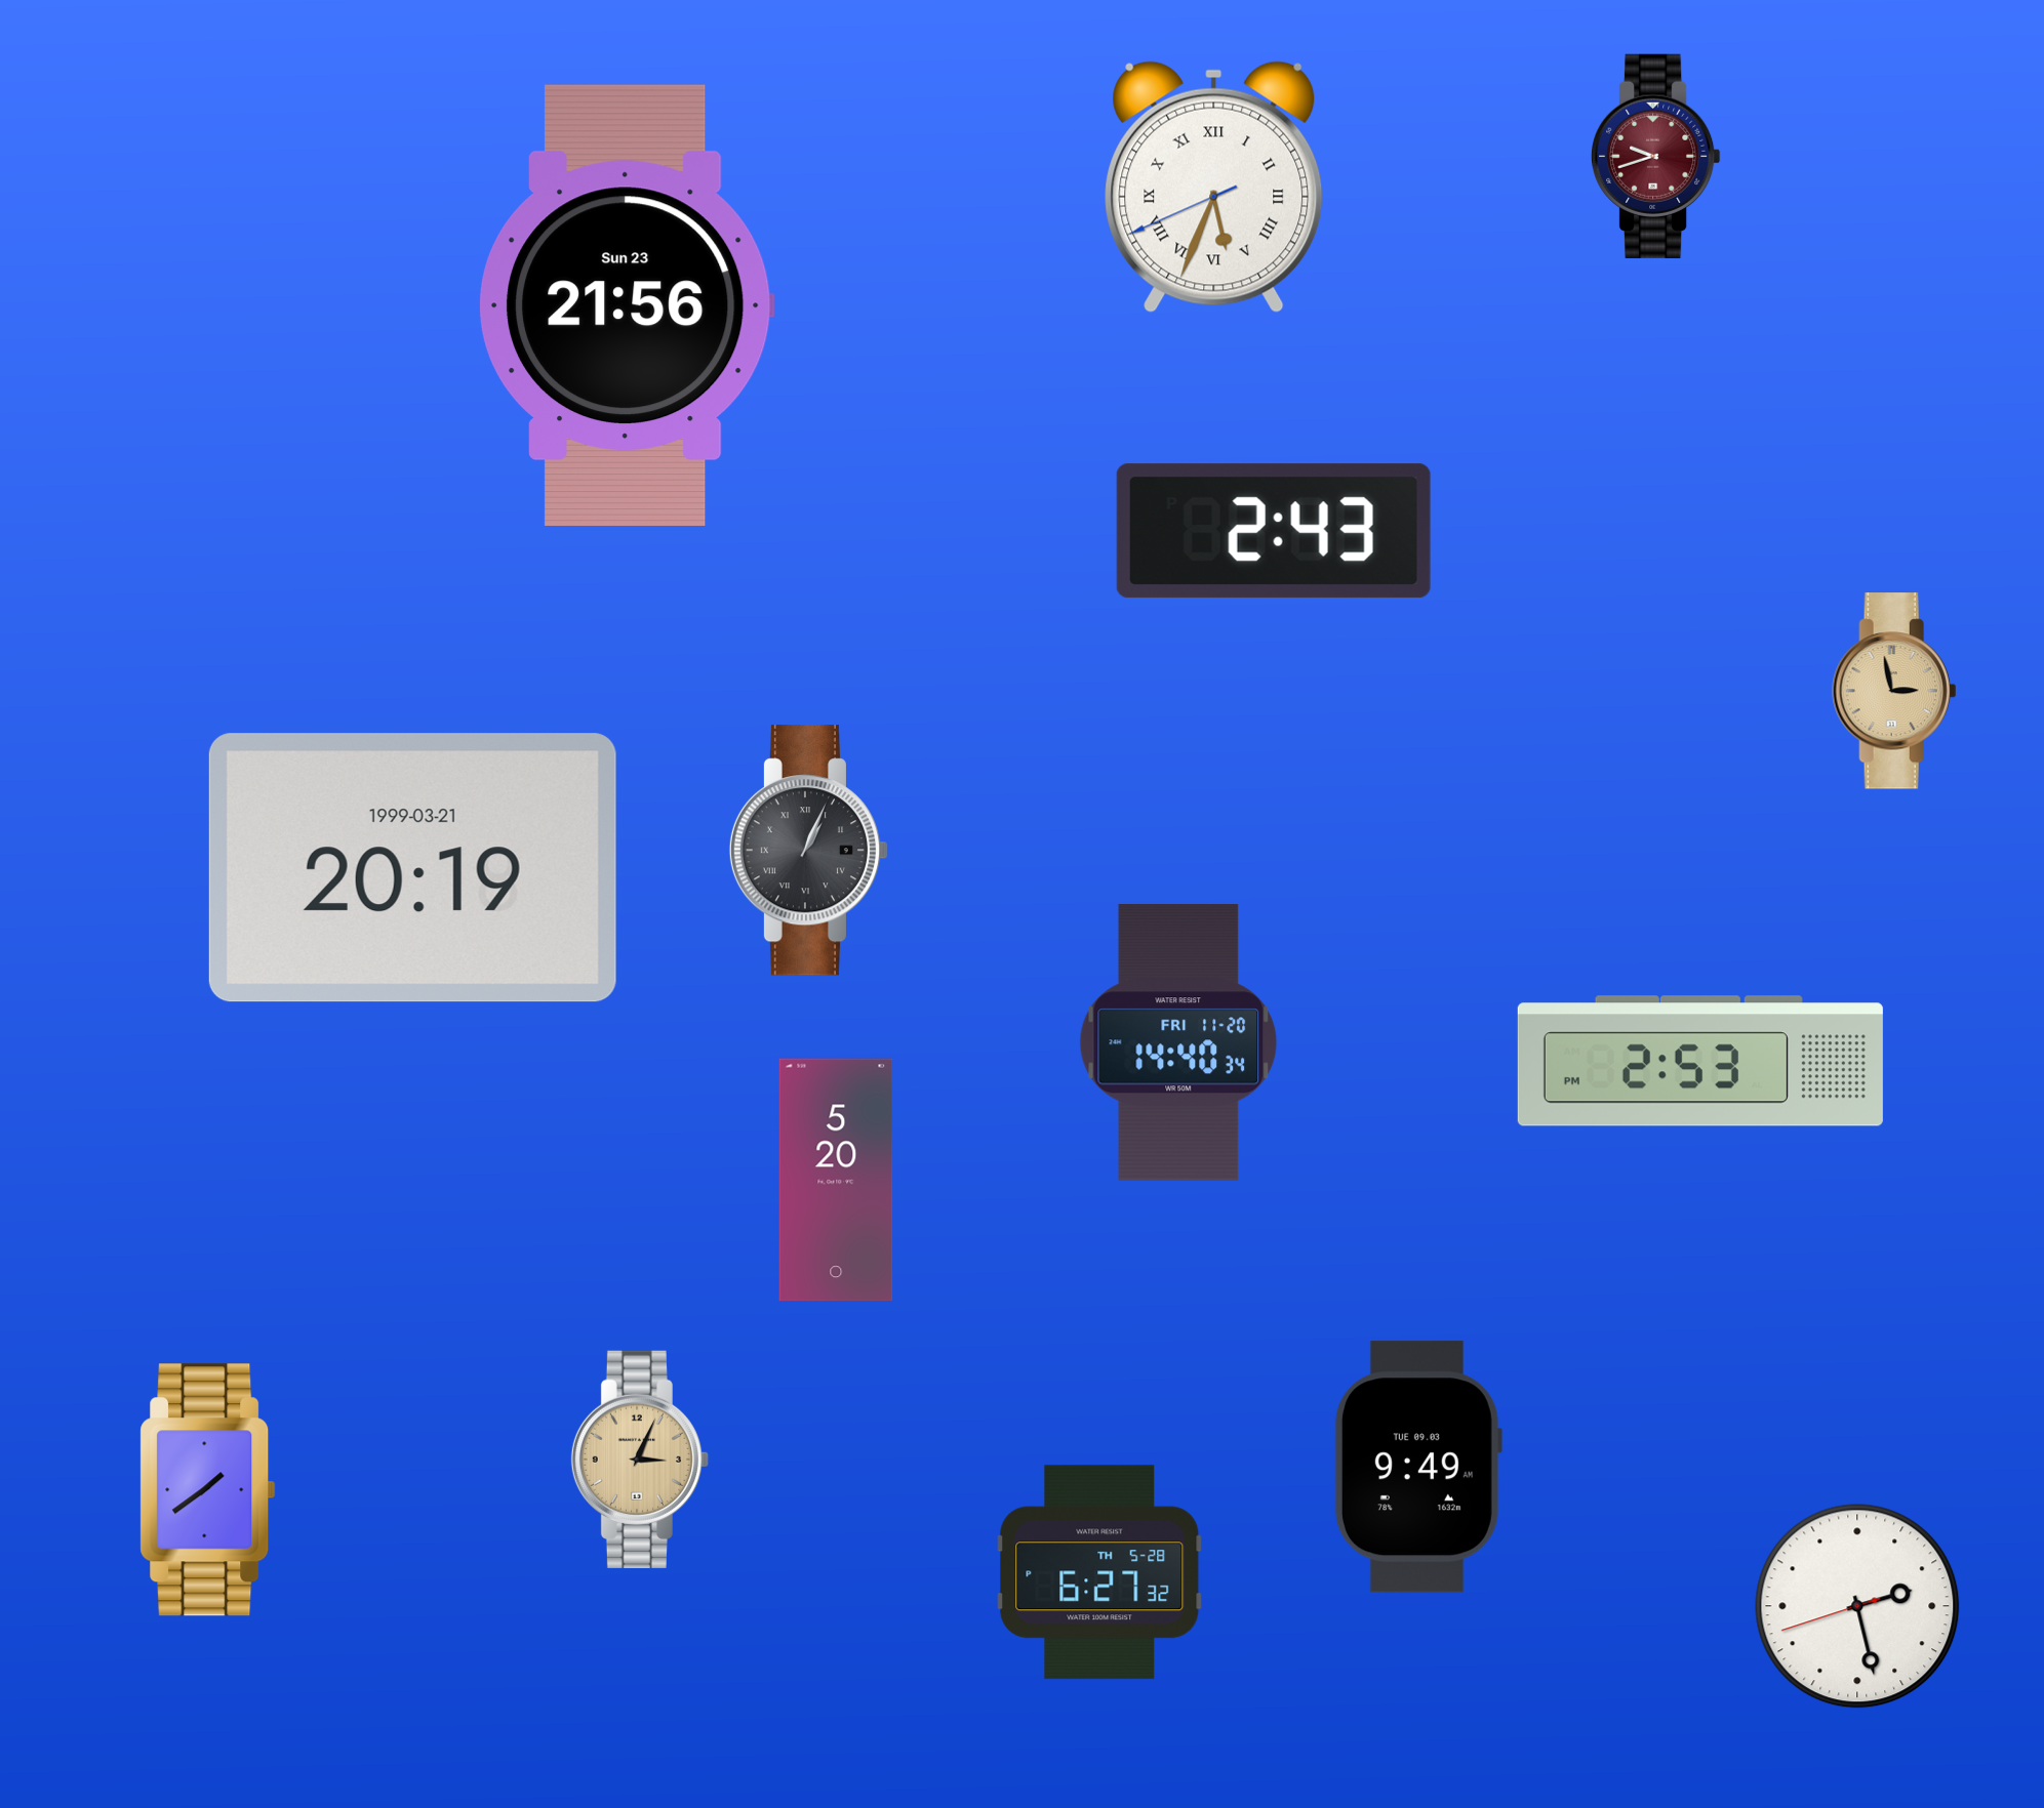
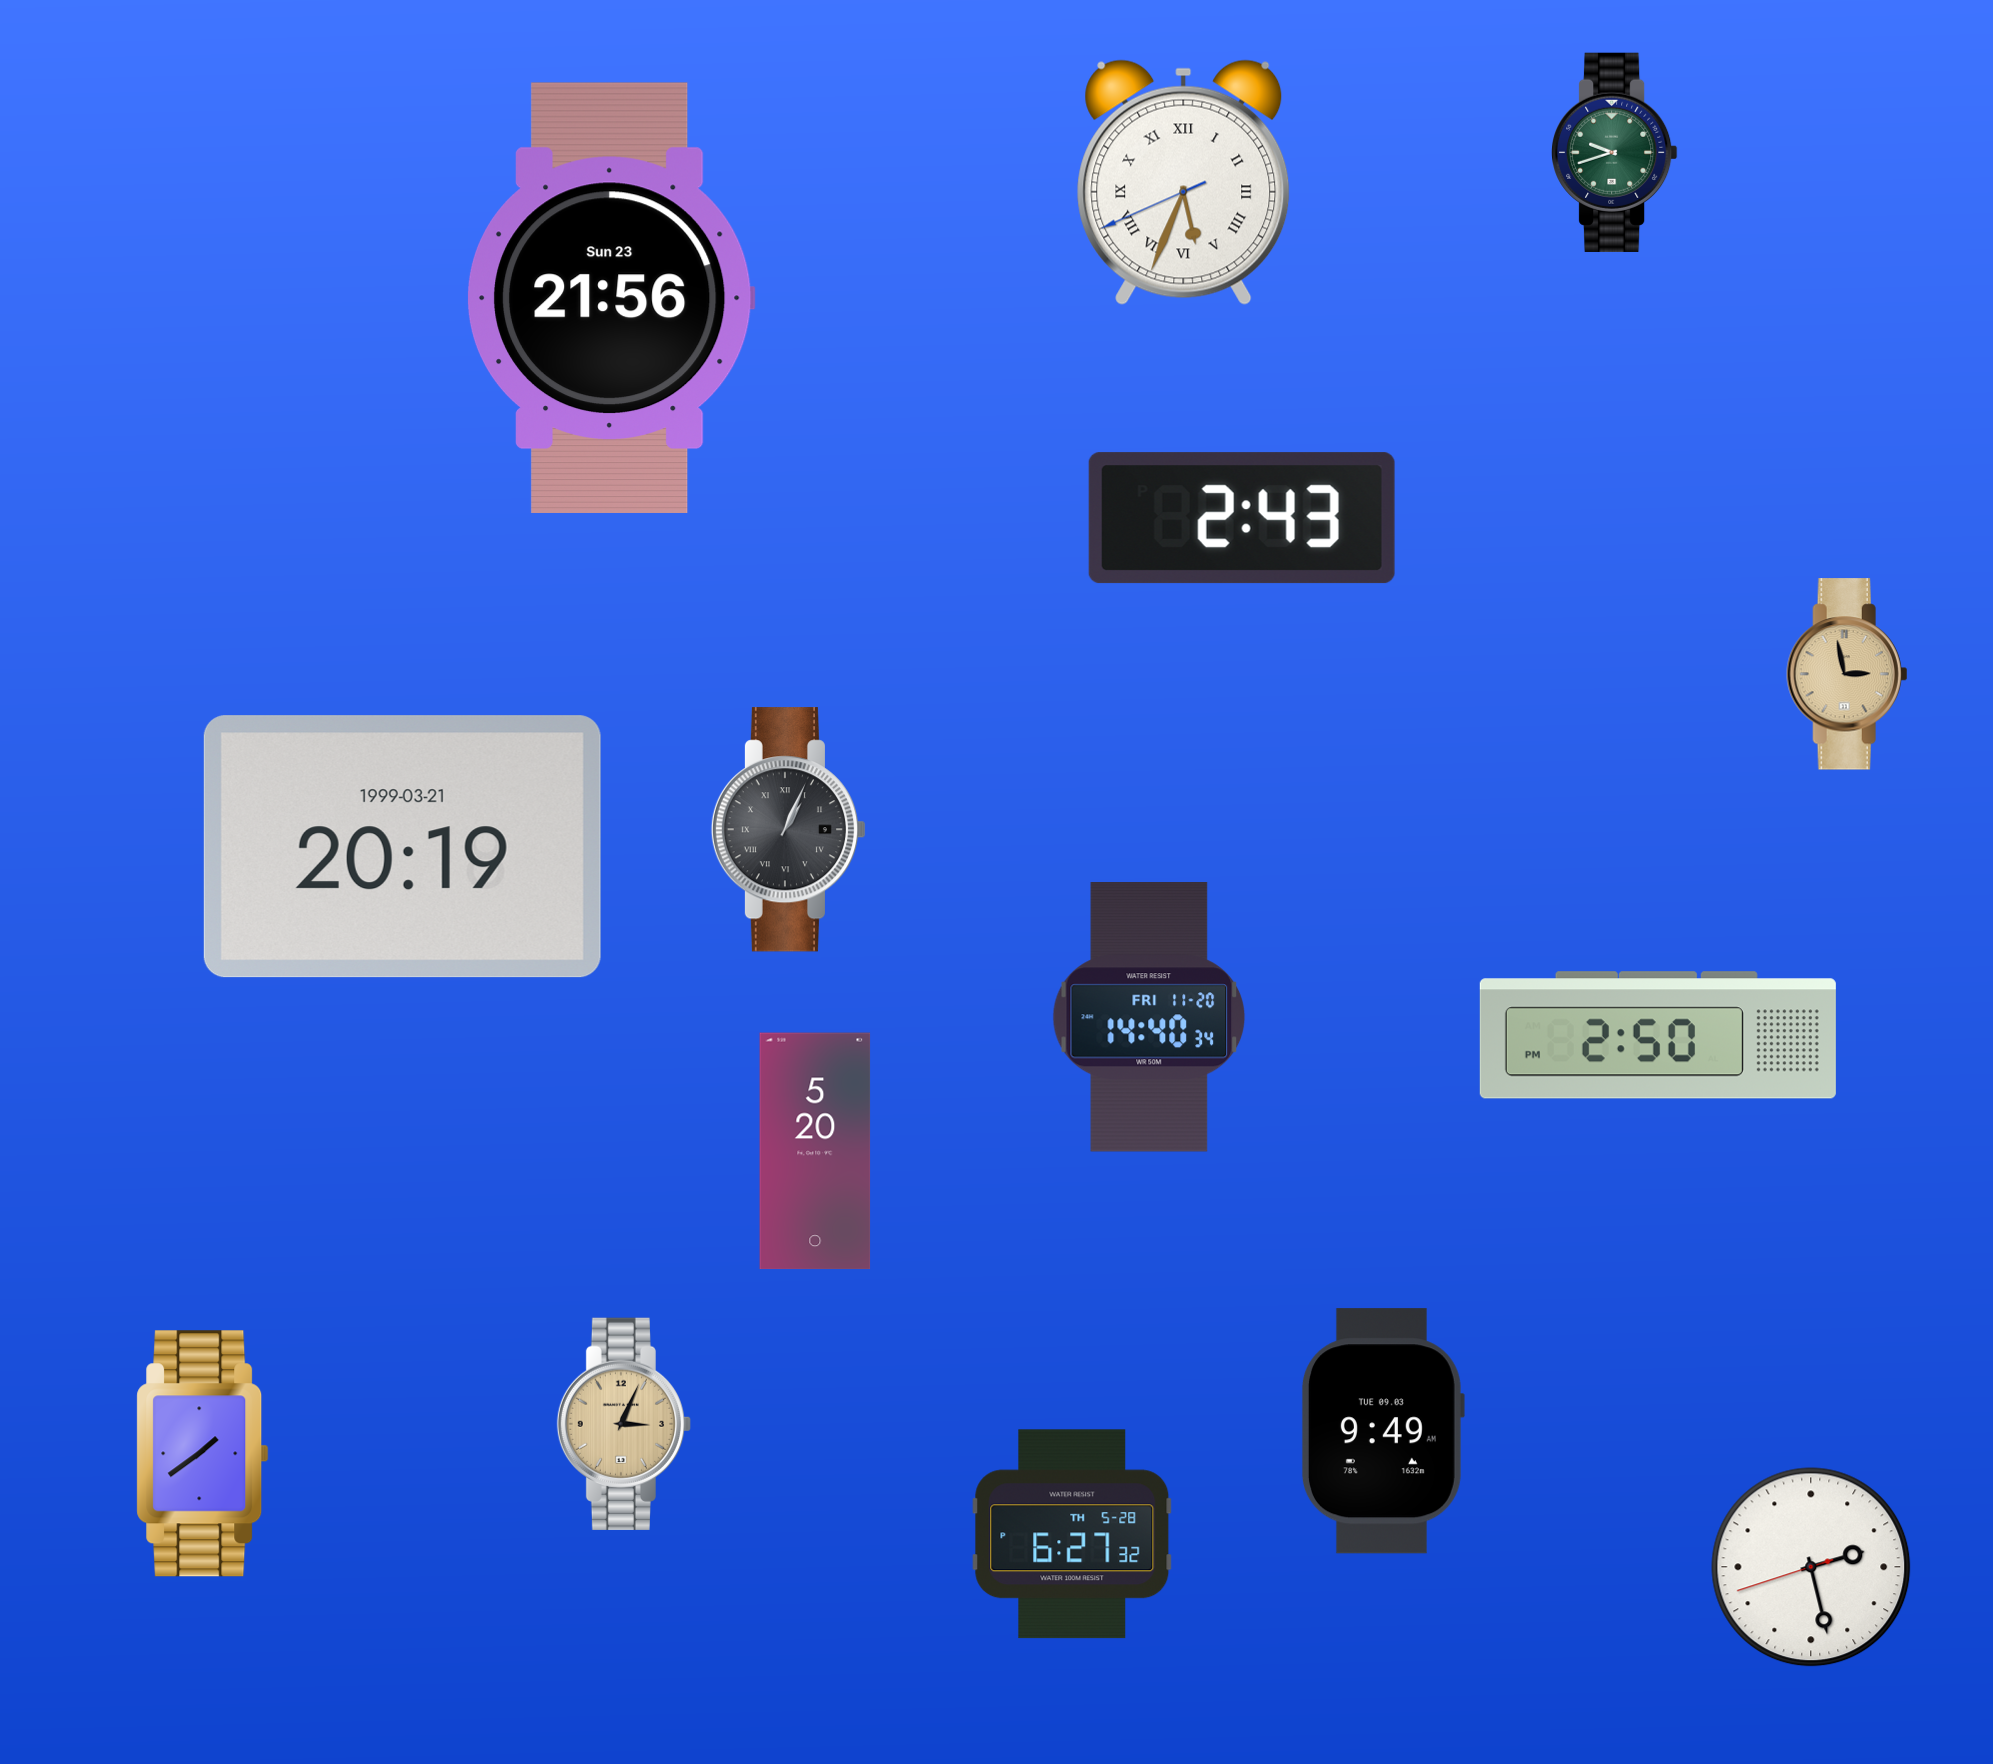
clock at (1656, 156) dial: burgundy -> green
clock at (1700, 1061): 2:53 -> 2:50
